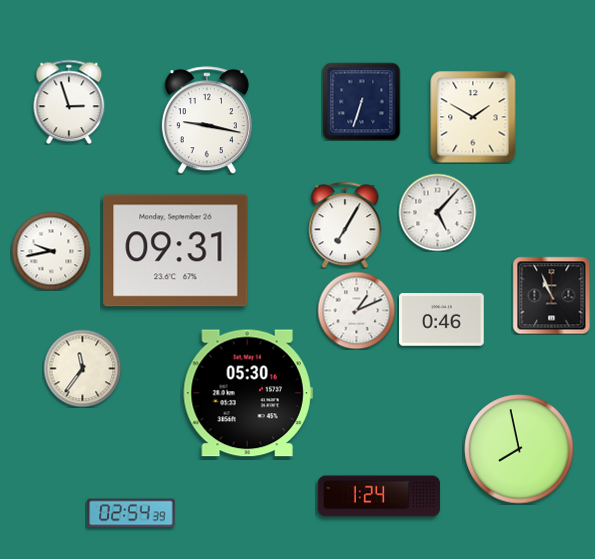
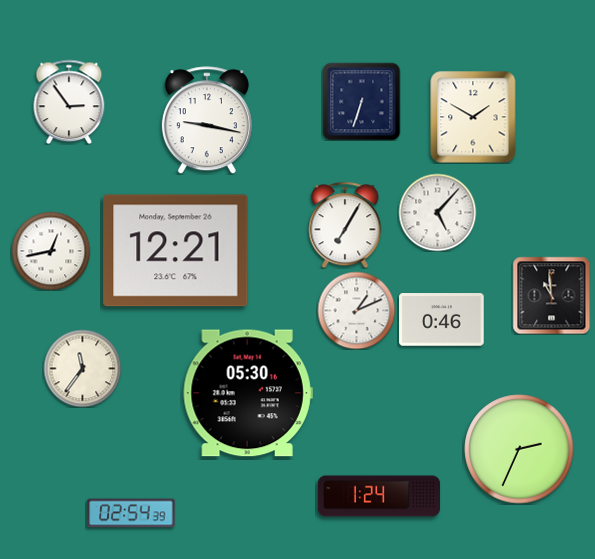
clock at (69, 102): 2:57 -> 2:54
clock at (51, 251): 9:43 -> 12:43
clock at (176, 251): 09:31 -> 12:21
clock at (551, 295): 10:56 -> 10:59
clock at (519, 449): 7:58 -> 2:34
